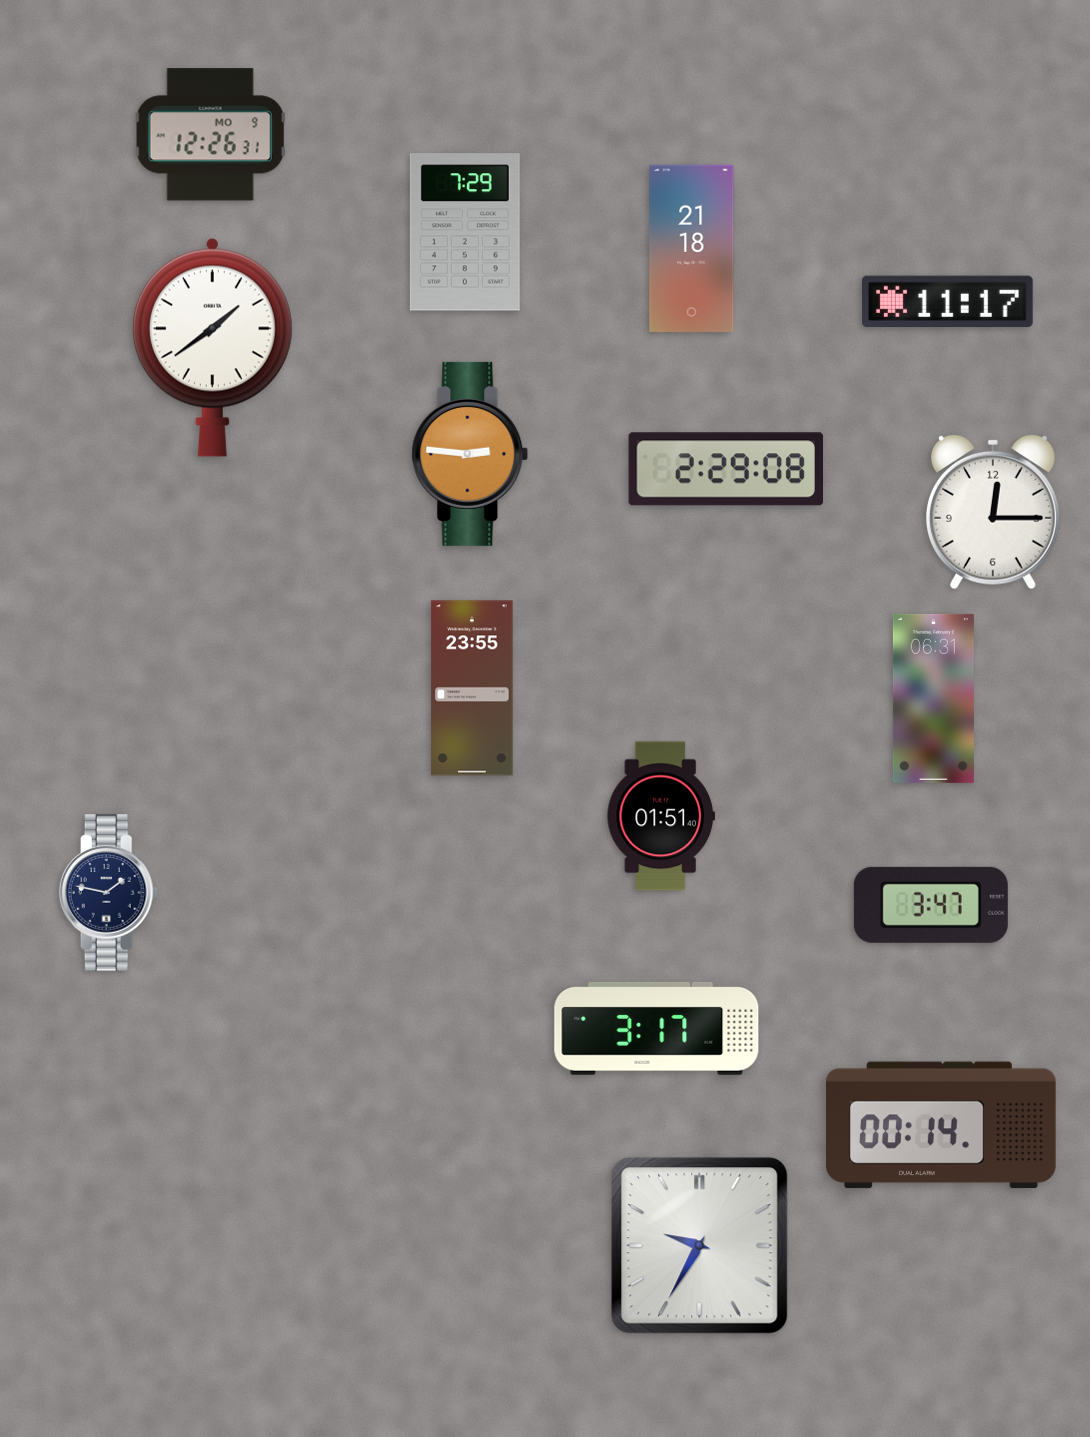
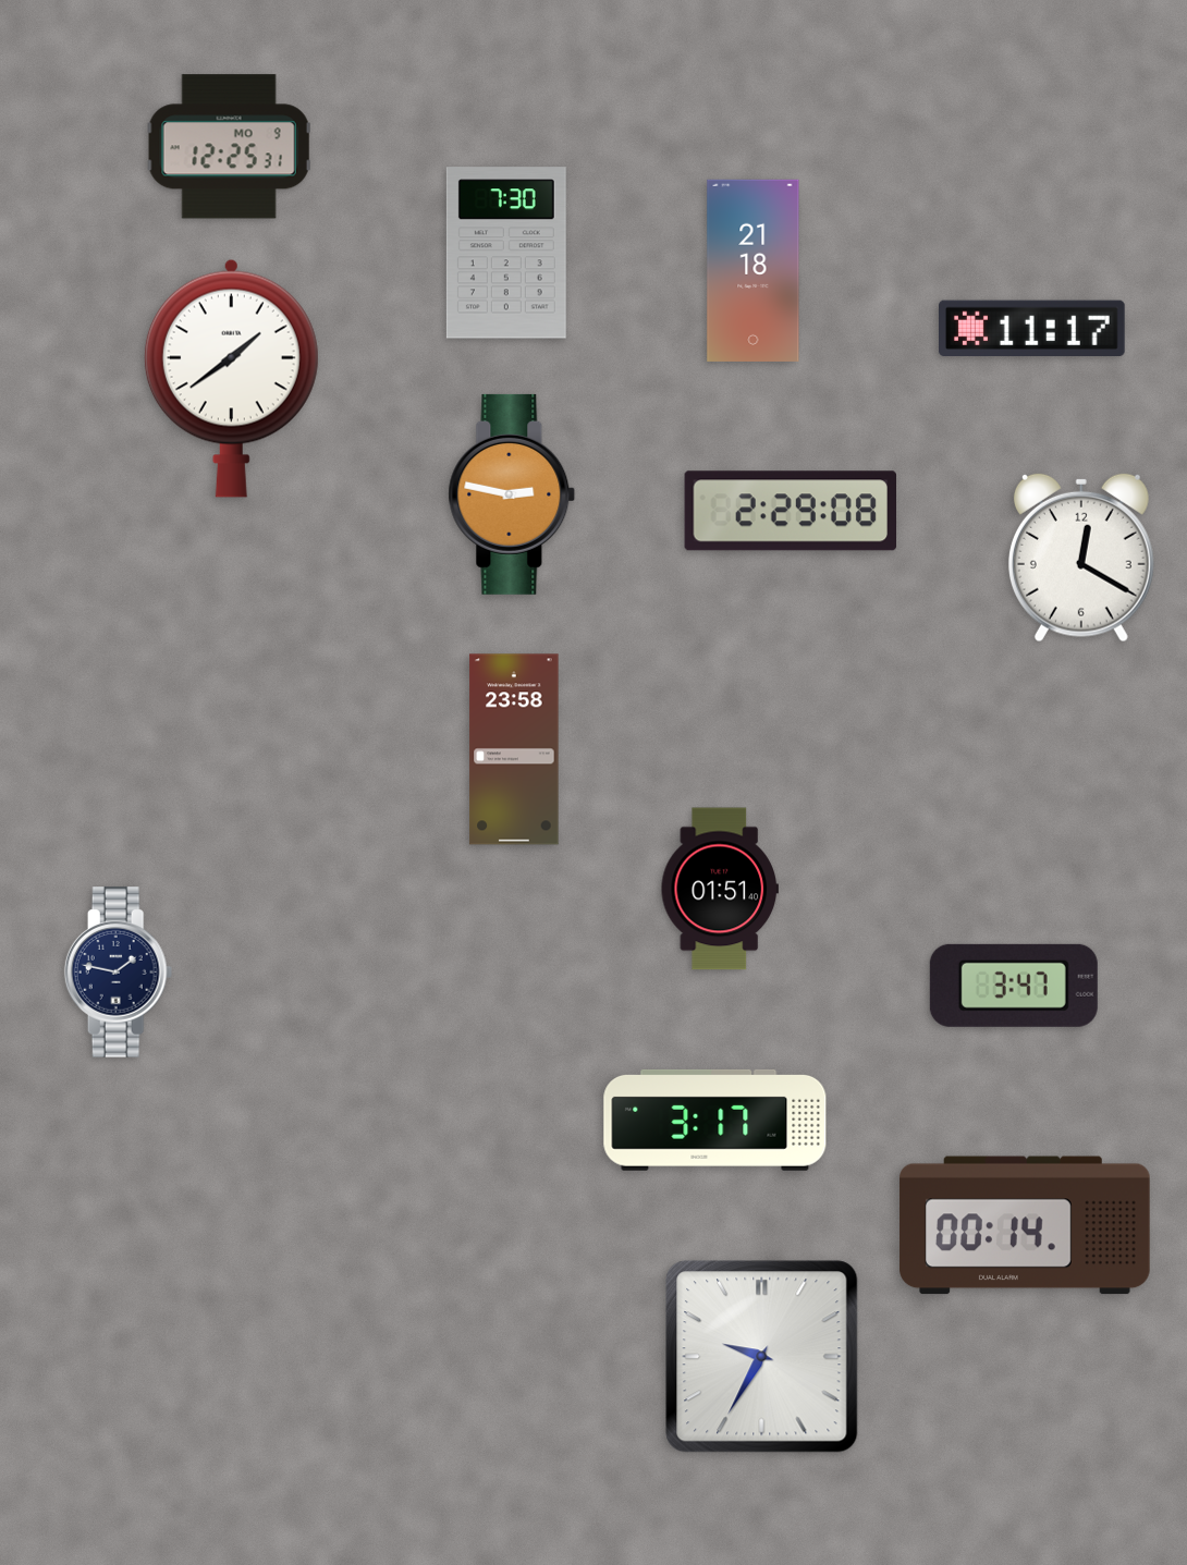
clock at (211, 135): 12:26 -> 12:25
clock at (465, 232): 7:29 -> 7:30
clock at (470, 454): 2:46 -> 2:47
clock at (993, 512): 12:15 -> 12:20
clock at (472, 688): 23:55 -> 23:58
clock at (933, 698): 06:31 -> none
